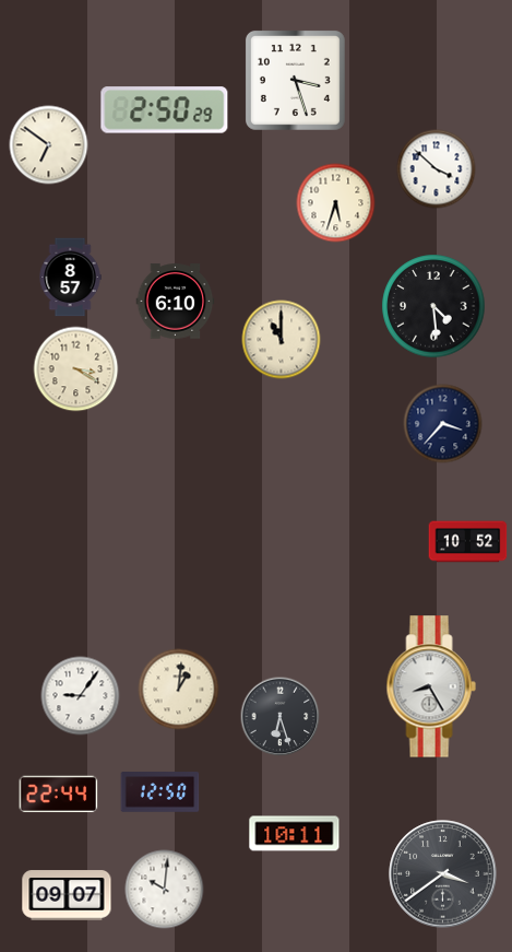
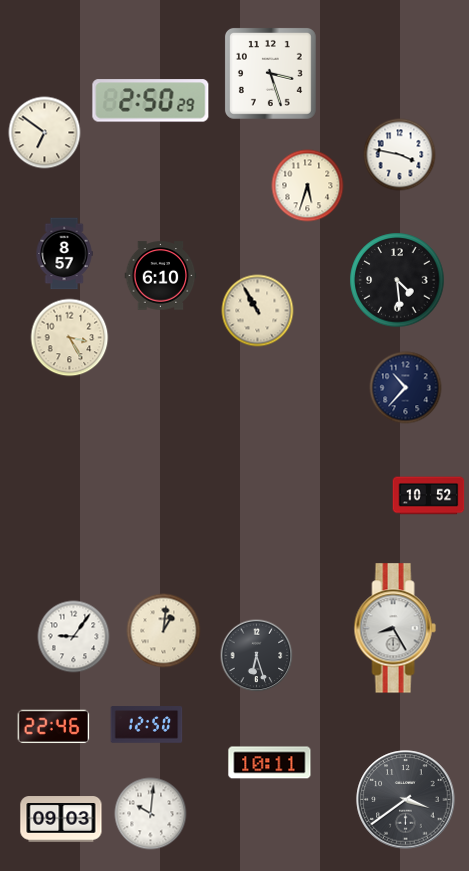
clock at (437, 169): 3:52 -> 3:47
clock at (282, 340): 11:00 -> 10:55
clock at (76, 369): 3:20 -> 3:25
clock at (443, 424): 3:37 -> 10:37
clock at (59, 795): 22:44 -> 22:46
clock at (67, 895): 09:07 -> 09:03
